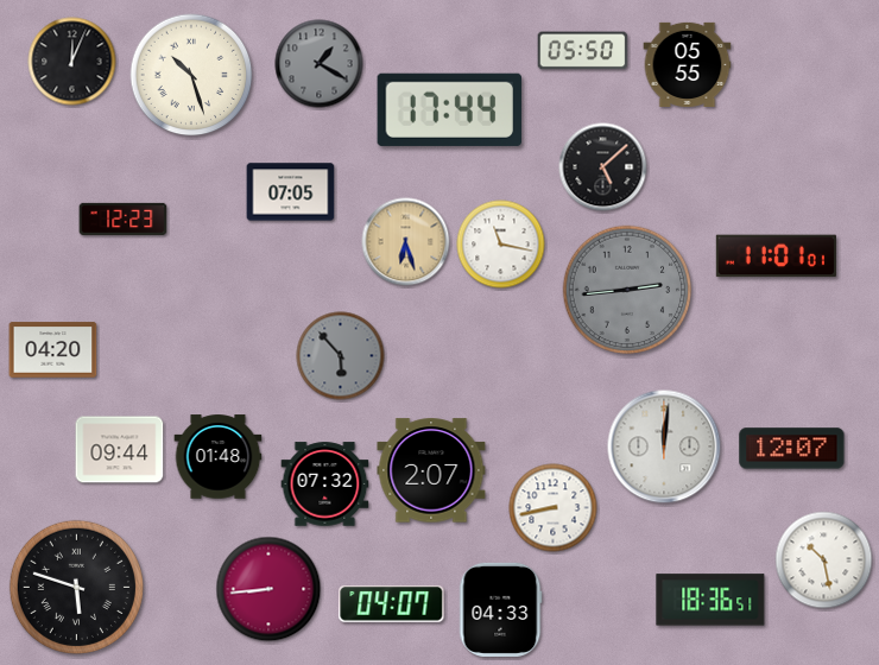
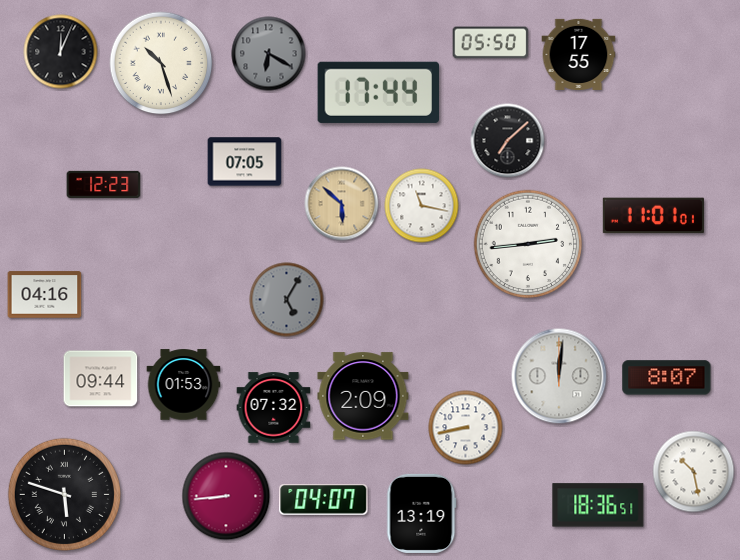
clock at (320, 64): 1:20 -> 6:20
clock at (688, 64): 05:55 -> 17:55
clock at (603, 167): 5:08 -> 7:08
clock at (406, 242): 6:27 -> 5:52
clock at (627, 290) dial: grey -> white
clock at (53, 350): 04:20 -> 04:16
clock at (341, 356): 5:53 -> 5:05
clock at (792, 449): 12:07 -> 8:07
clock at (219, 457): 01:48 -> 01:53
clock at (431, 470): 2:07 -> 2:09
clock at (392, 604) position: (392, 604) -> (324, 500)
clock at (501, 609): 04:33 -> 13:19
